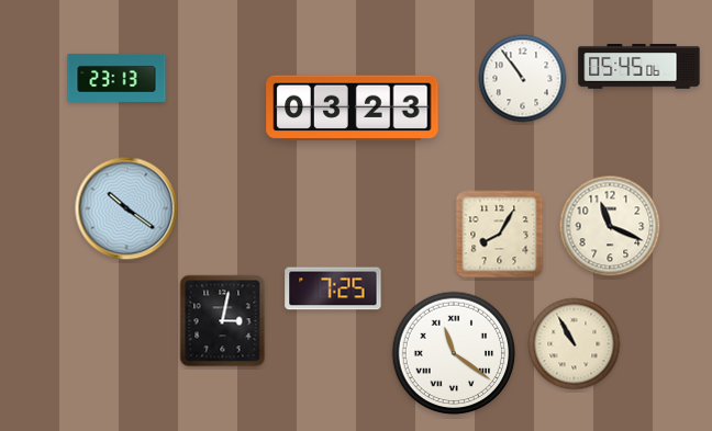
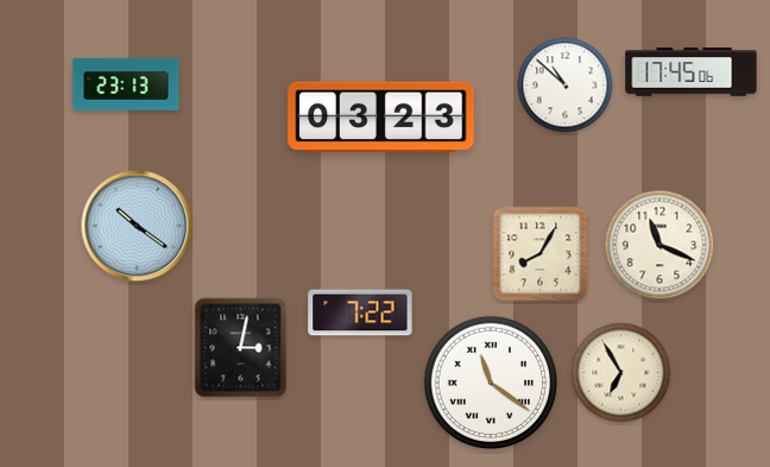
clock at (639, 67): 05:45 -> 17:45
clock at (523, 79): 10:54 -> 10:52
clock at (333, 288): 7:25 -> 7:22
clock at (575, 344): 10:55 -> 6:55
